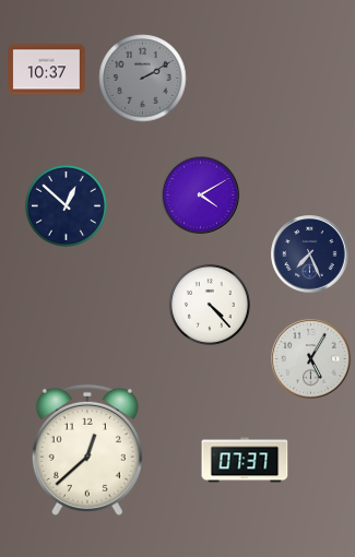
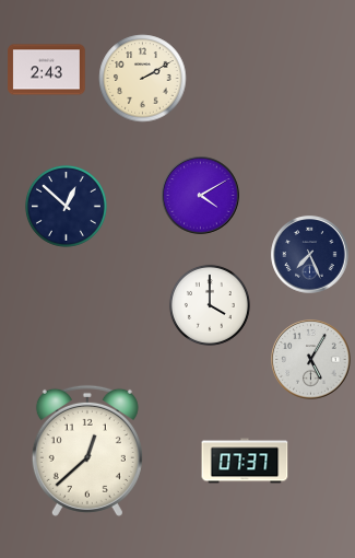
clock at (47, 70): 10:37 -> 2:43
clock at (143, 79) dial: grey -> cream
clock at (210, 305): 4:23 -> 4:00
